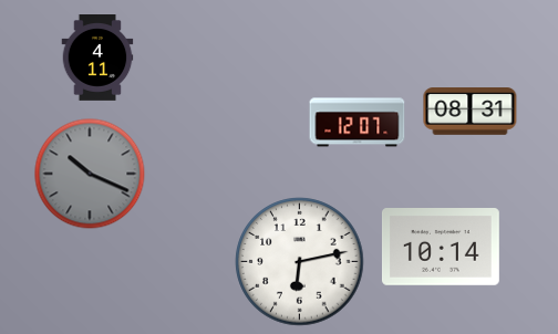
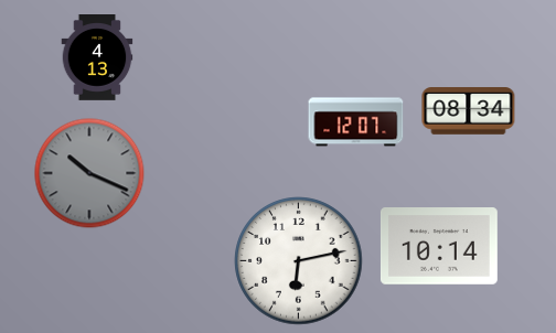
clock at (97, 59): 4:11 -> 4:13
clock at (471, 112): 08:31 -> 08:34
